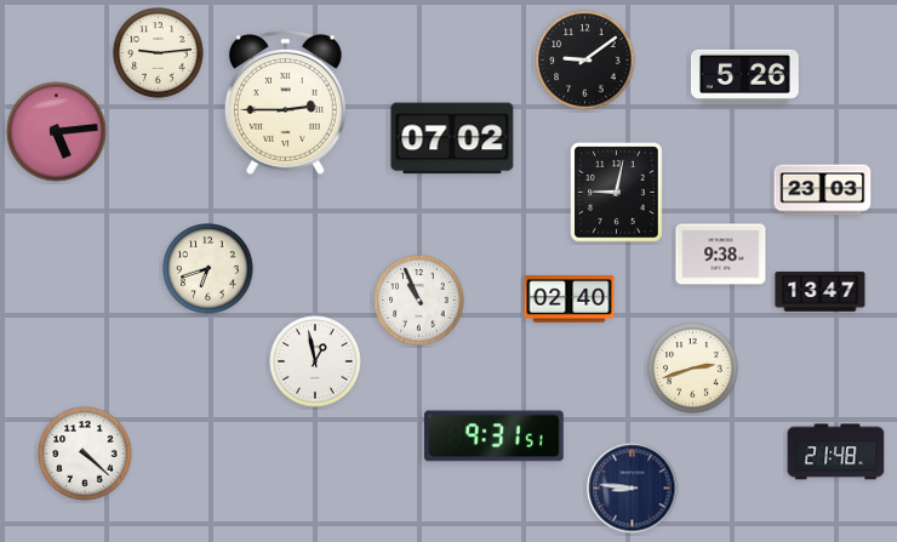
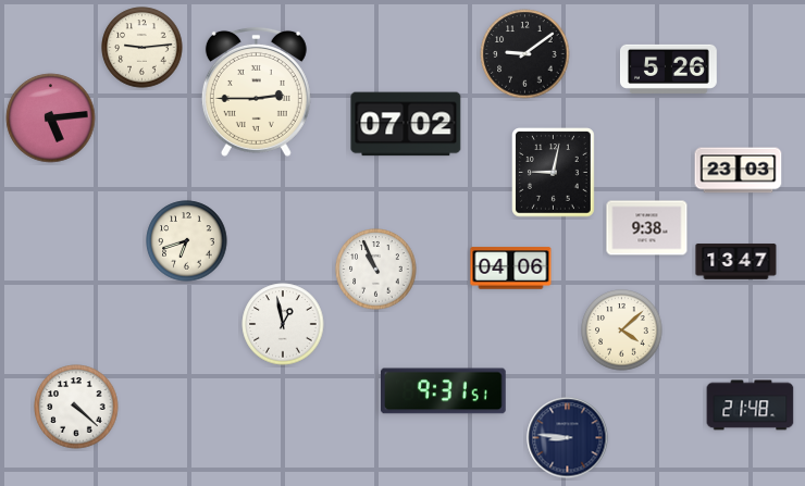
clock at (570, 299): 02:40 -> 04:06
clock at (693, 369): 2:42 -> 4:08
